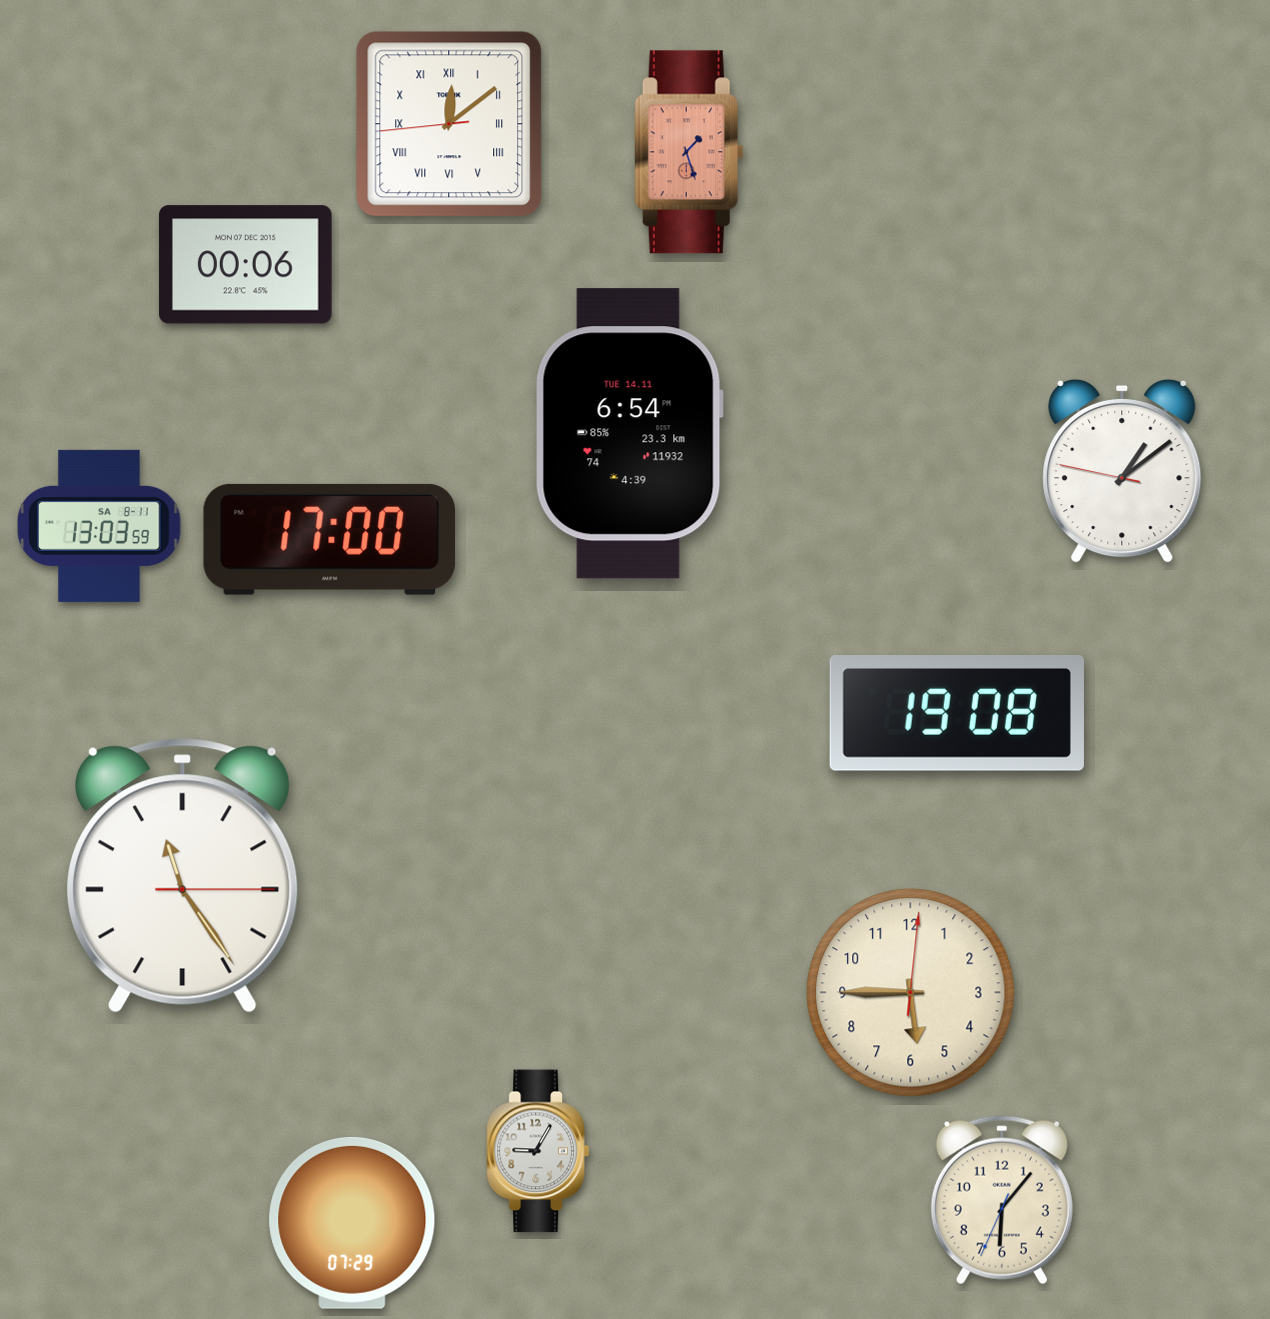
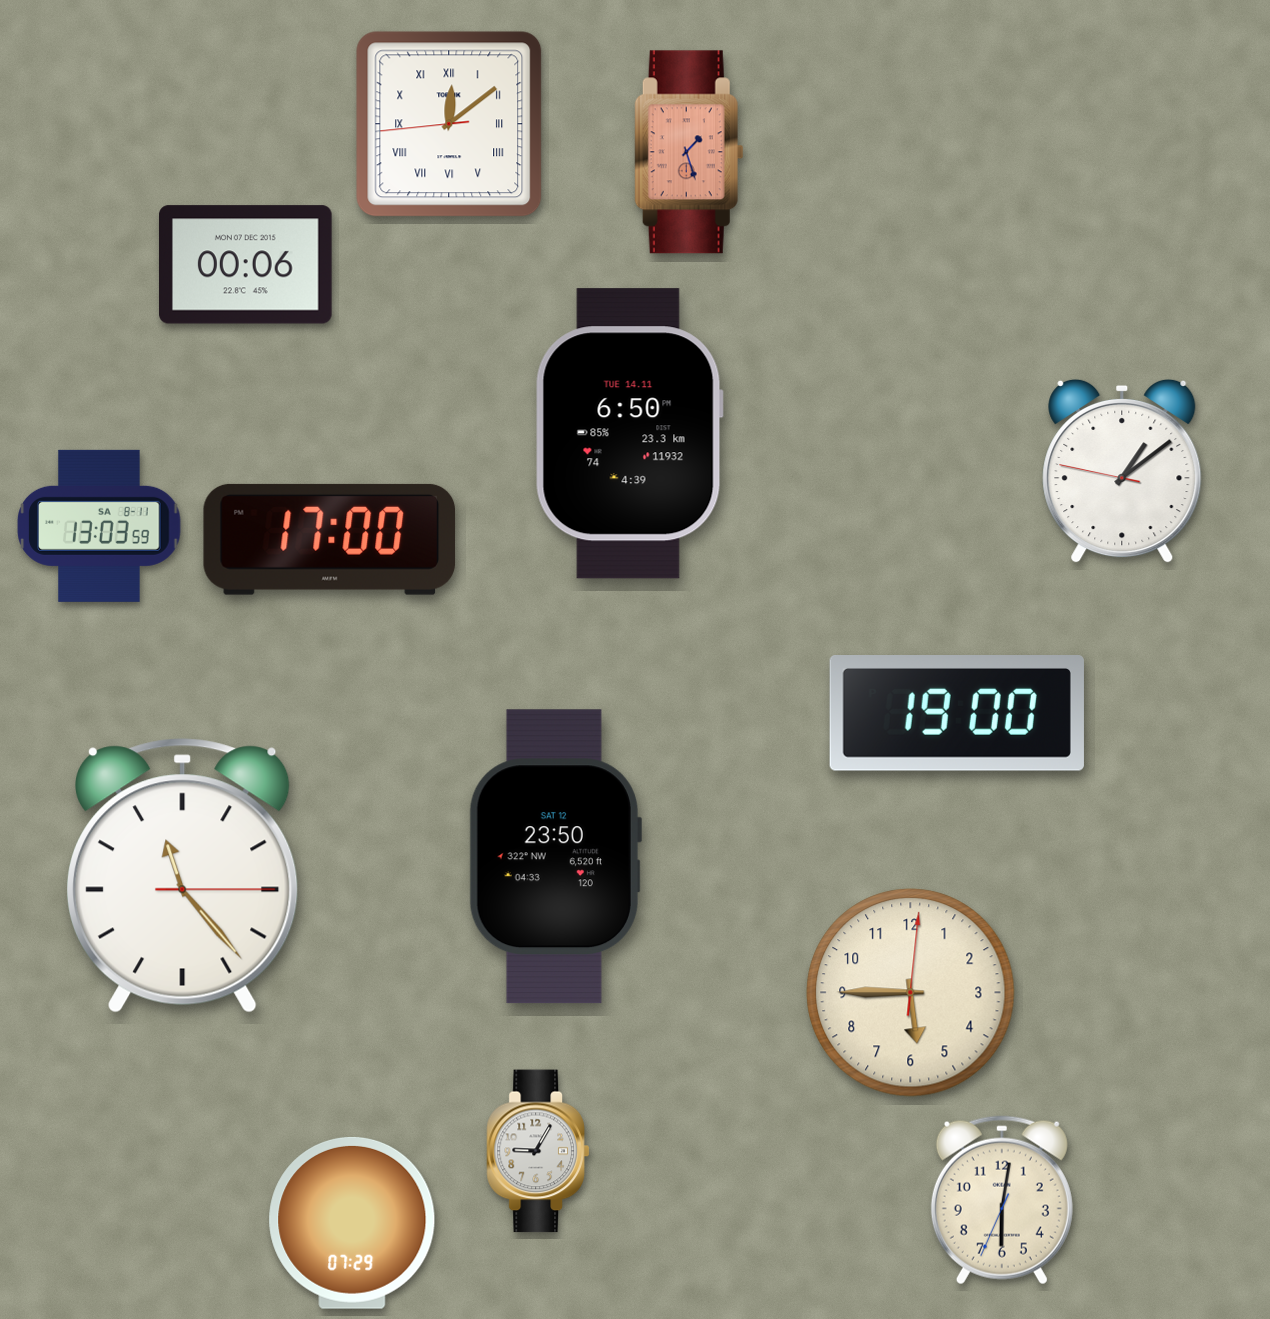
clock at (629, 434): 6:54 -> 6:50
clock at (957, 714): 19:08 -> 19:00
clock at (555, 857): none -> 23:50
clock at (183, 876): 11:24 -> 11:23
clock at (1002, 1200): 6:06 -> 6:01
